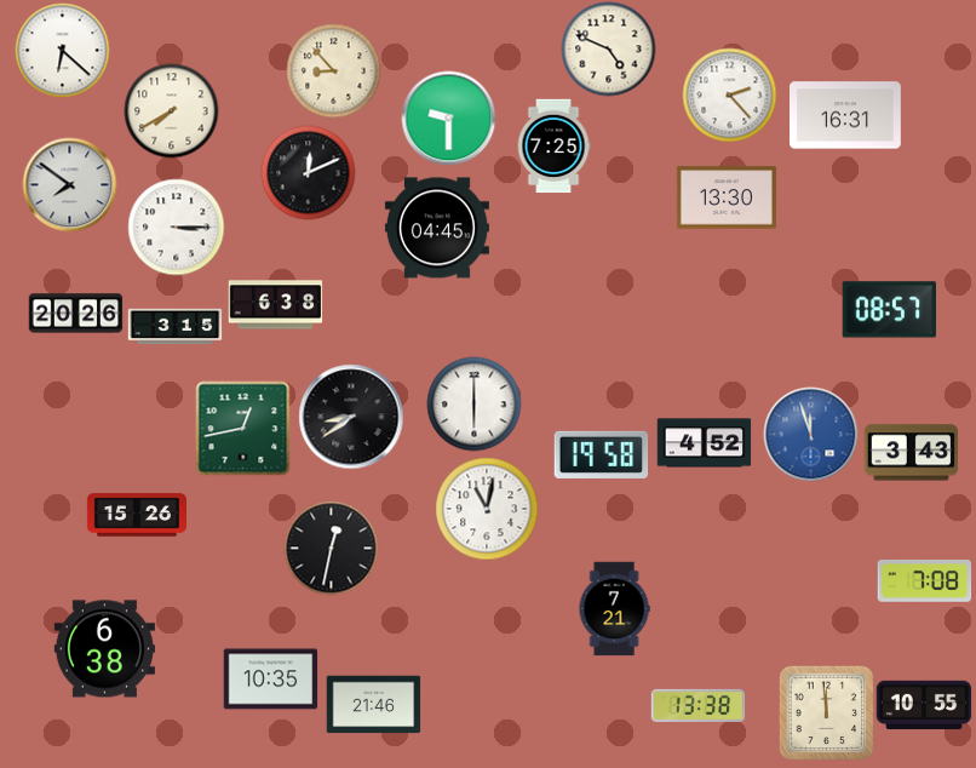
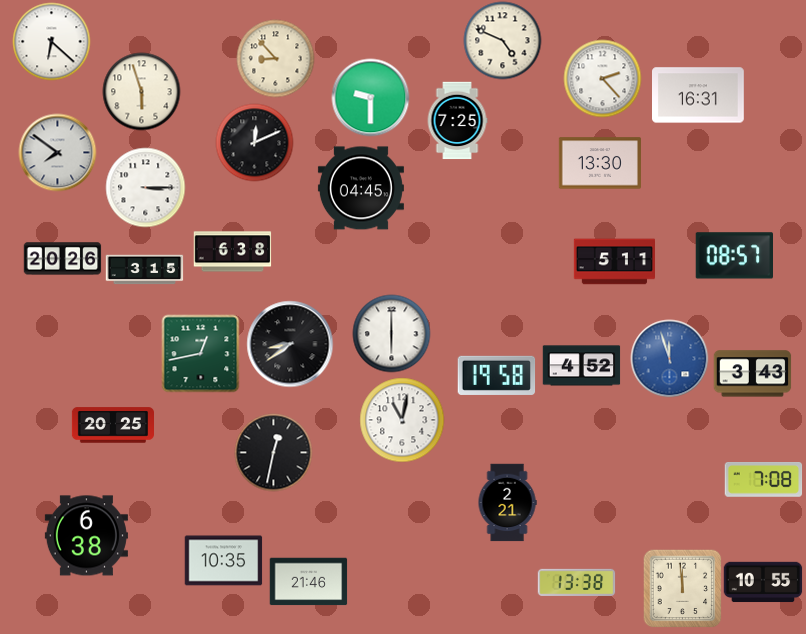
clock at (171, 110): 7:40 -> 5:57
clock at (275, 305) position: (275, 305) -> (232, 252)
clock at (614, 262): none -> 5:11
clock at (136, 515): 15:26 -> 20:25
clock at (614, 608): 7:21 -> 2:21
